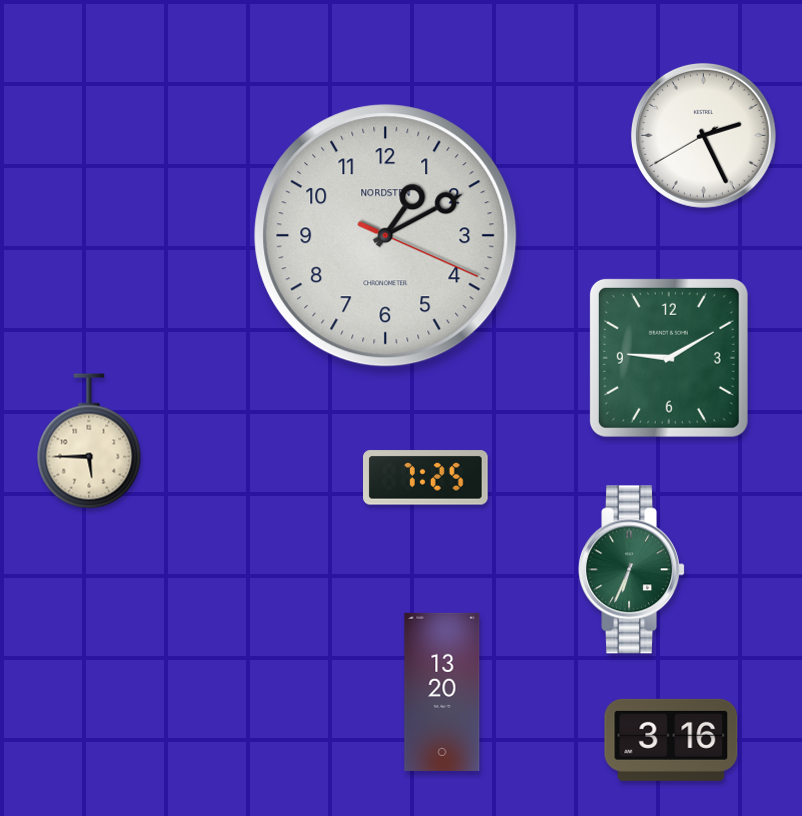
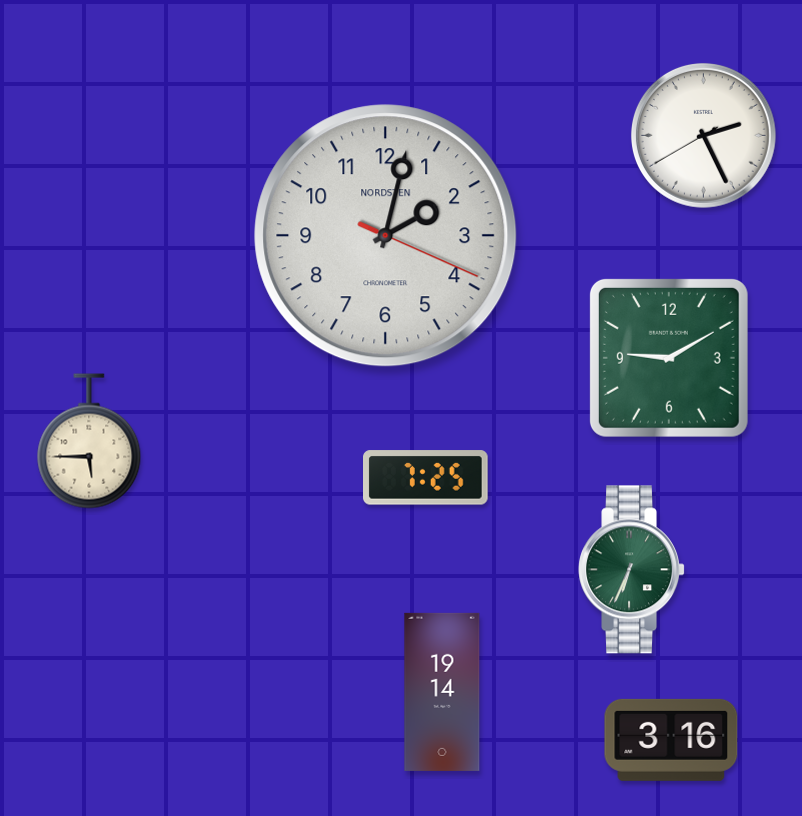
clock at (386, 236): 1:10 -> 2:02
clock at (442, 692): 13:20 -> 19:14
